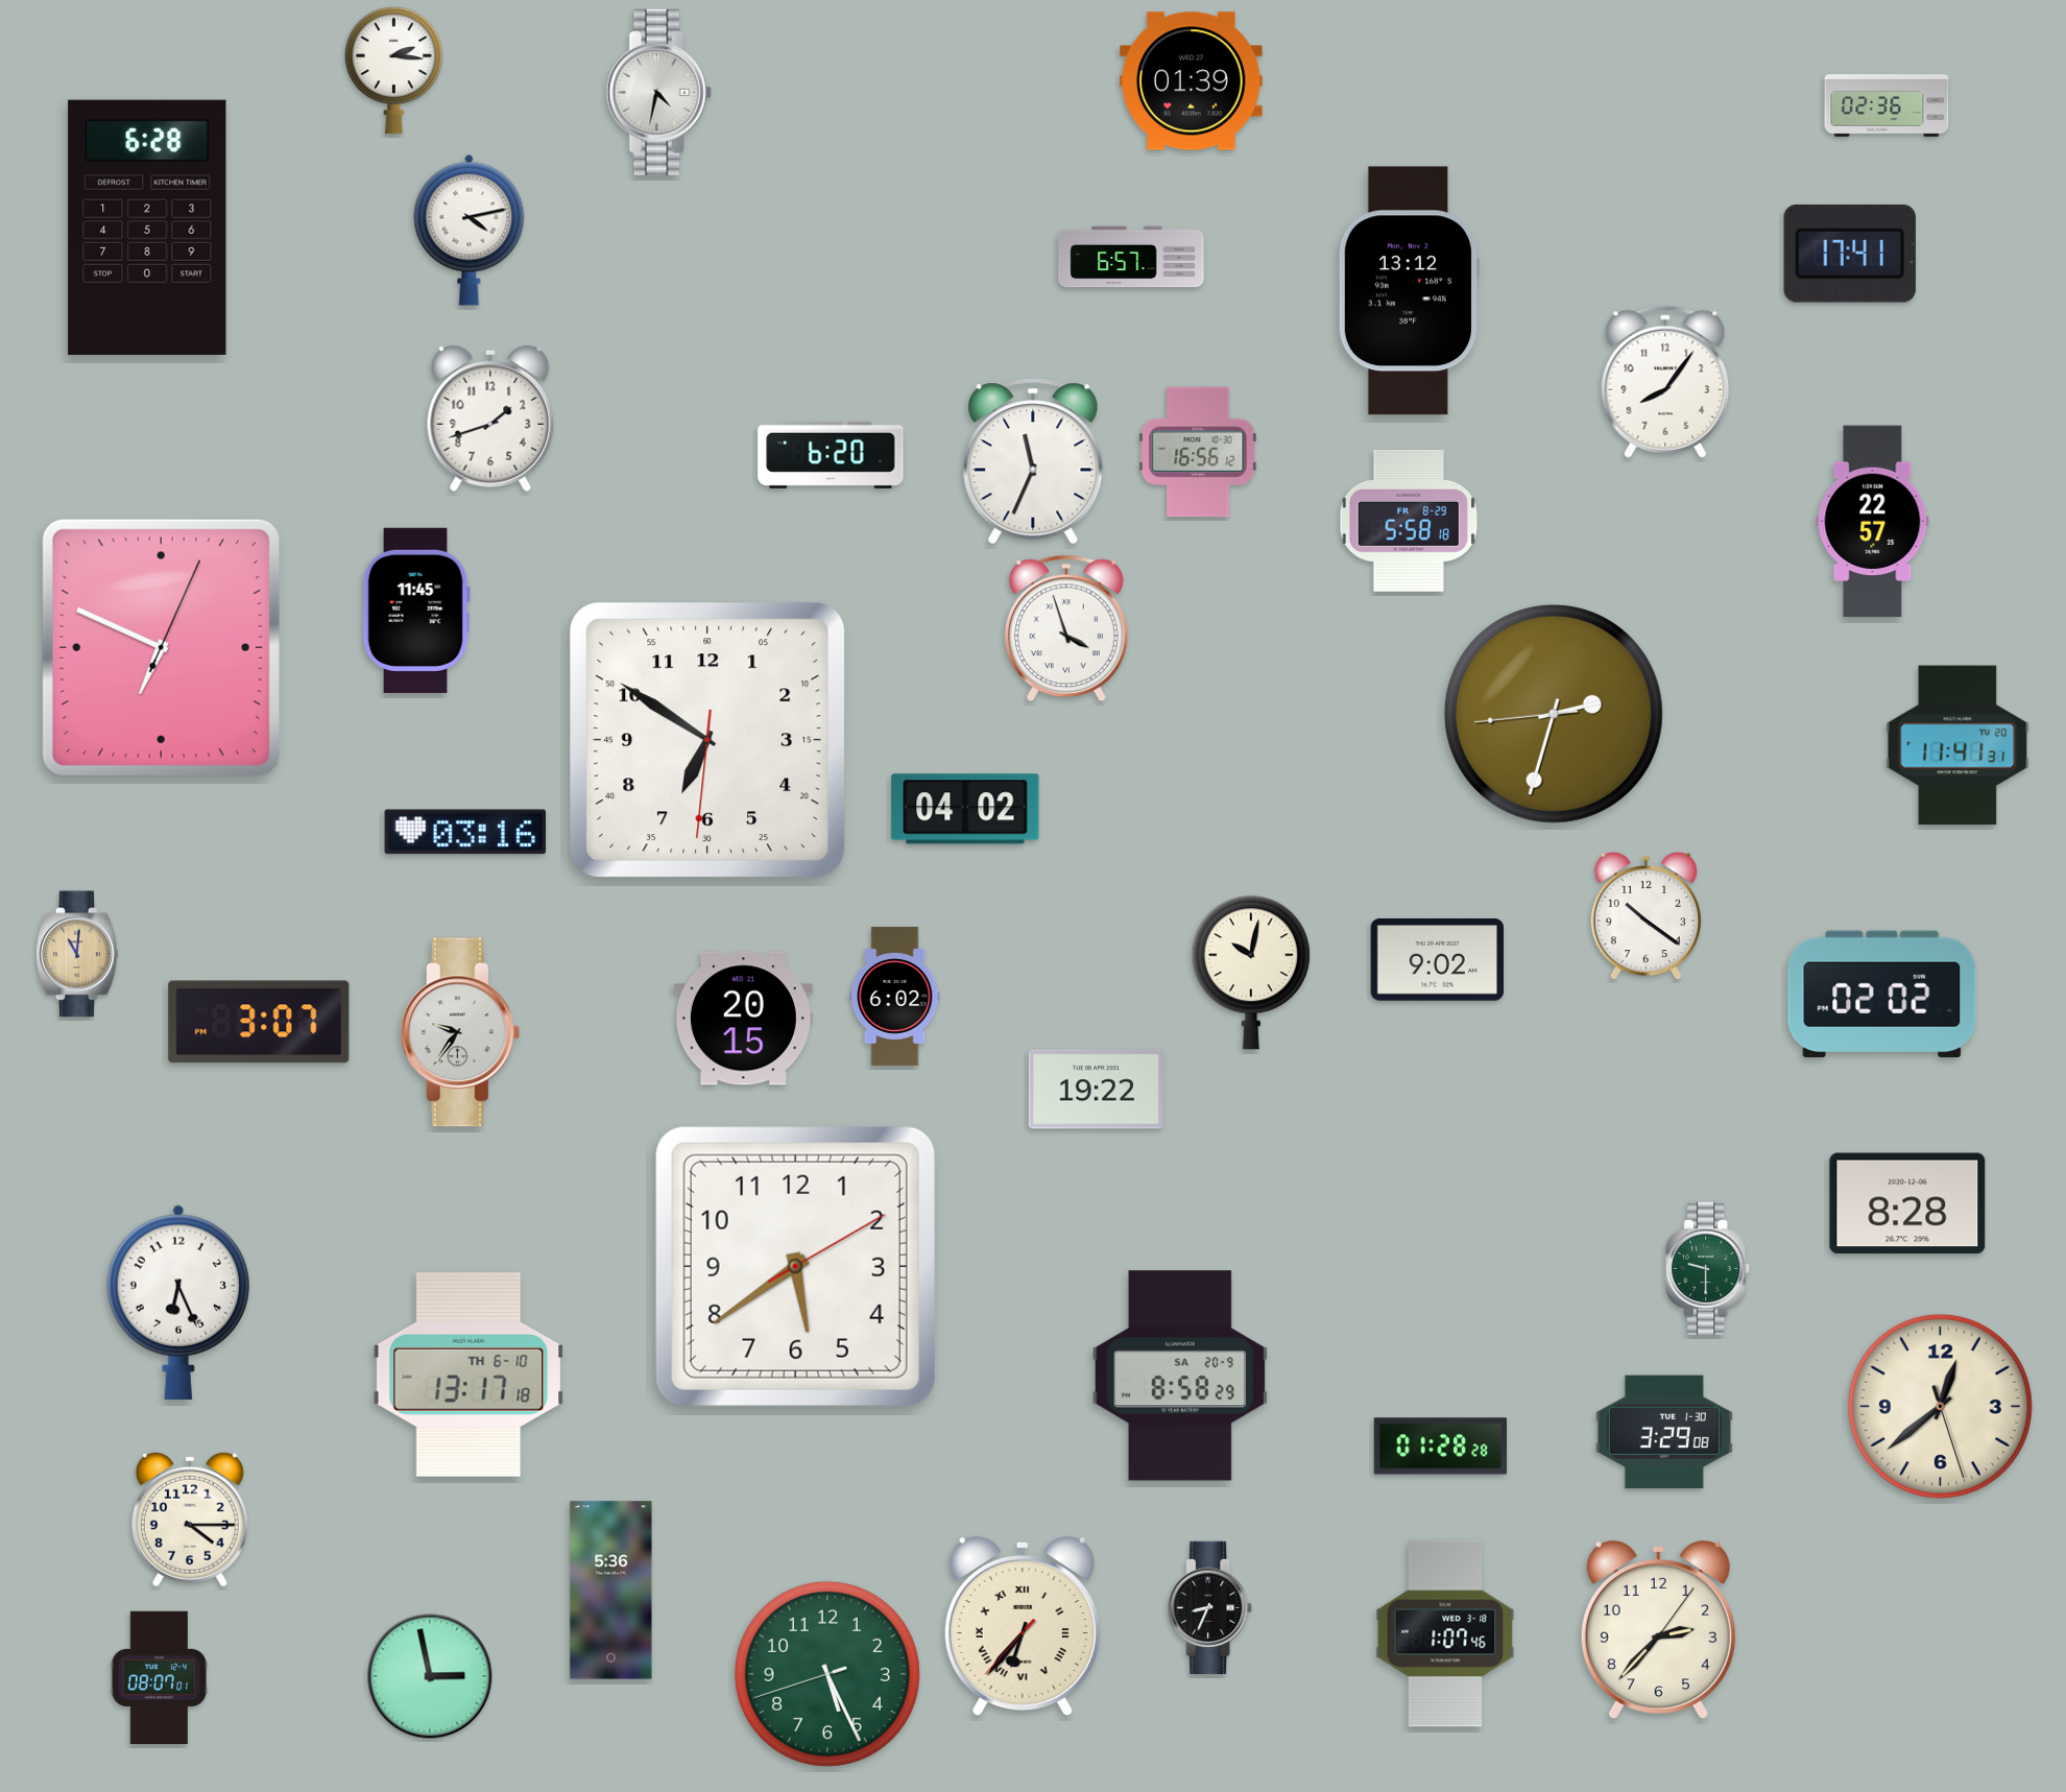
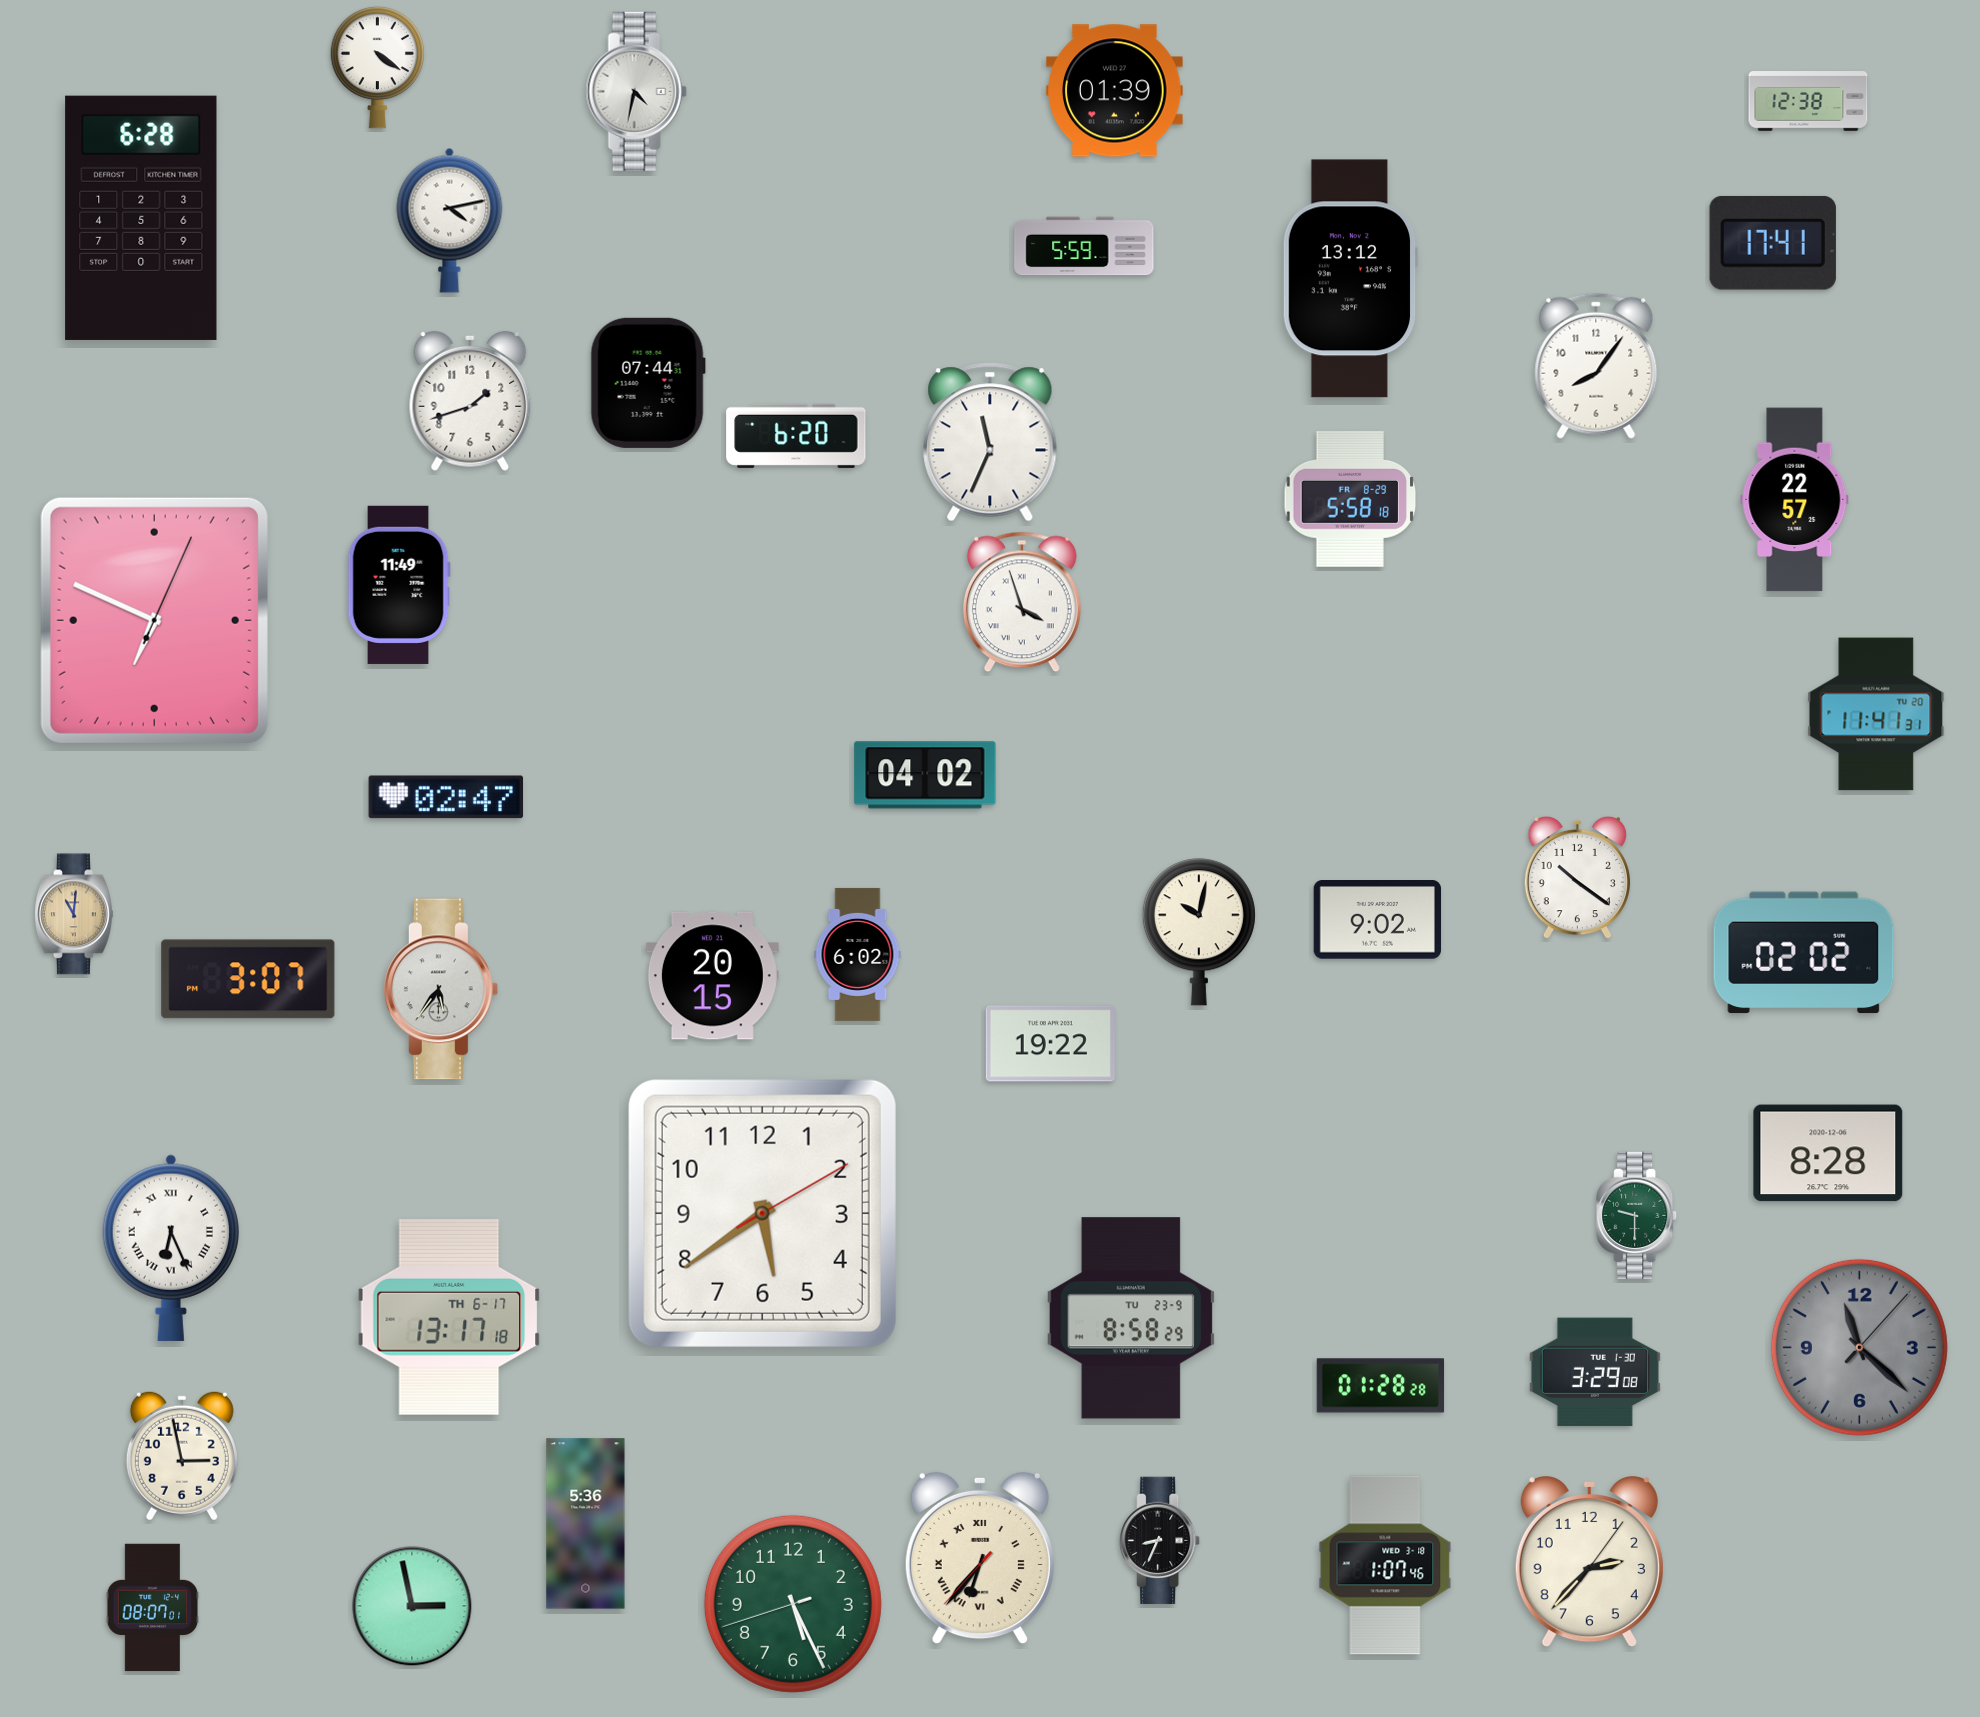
clock at (393, 70): 2:16 -> 4:21
clock at (1192, 81) position: (1192, 81) -> (1115, 91)
clock at (658, 92) position: (658, 92) -> (636, 91)
clock at (1887, 105): 02:36 -> 12:38
clock at (1131, 257): 6:57 -> 5:59
clock at (648, 383): none -> 07:44
clock at (1198, 452): 16:56 -> none
clock at (416, 611): 11:45 -> 11:49
clock at (1554, 714): 2:32 -> none
clock at (707, 740): 6:50 -> none
clock at (465, 832): 03:16 -> 02:47
clock at (460, 1032): 9:36 -> 5:36
clock at (177, 1303) numerals: Arabic -> Roman
clock at (469, 1375) date: TH 6-10 -> TH 6-17
clock at (1180, 1376) date: SA 20-9 -> TU 23-9
clock at (1940, 1406): 12:38 -> 11:22
clock at (1940, 1406) dial: cream -> grey
clock at (190, 1520): 4:15 -> 2:58
